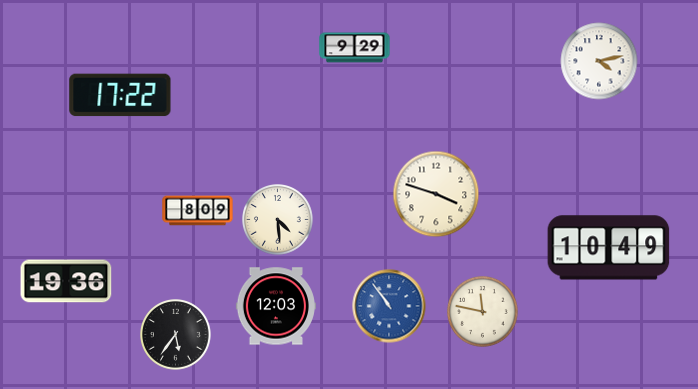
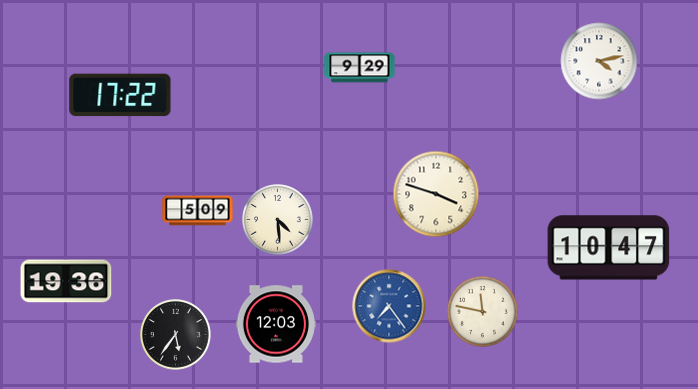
clock at (355, 48) position: (355, 48) -> (360, 68)
clock at (198, 211): 8:09 -> 5:09
clock at (609, 248): 10:49 -> 10:47
clock at (276, 306) position: (276, 306) -> (276, 324)
clock at (389, 306): 10:54 -> 7:24
